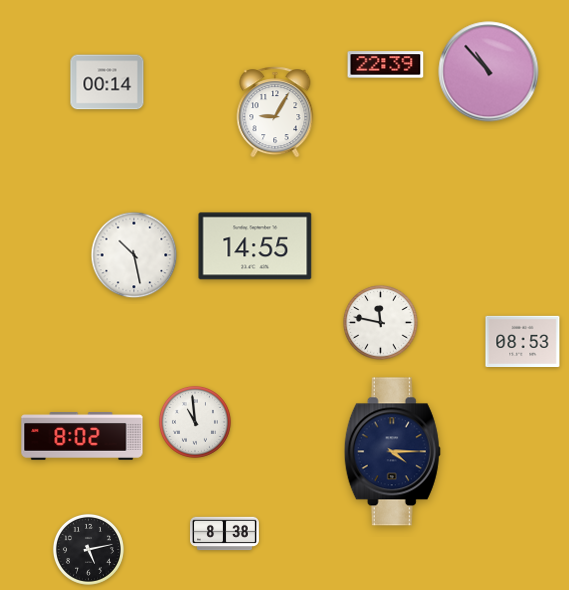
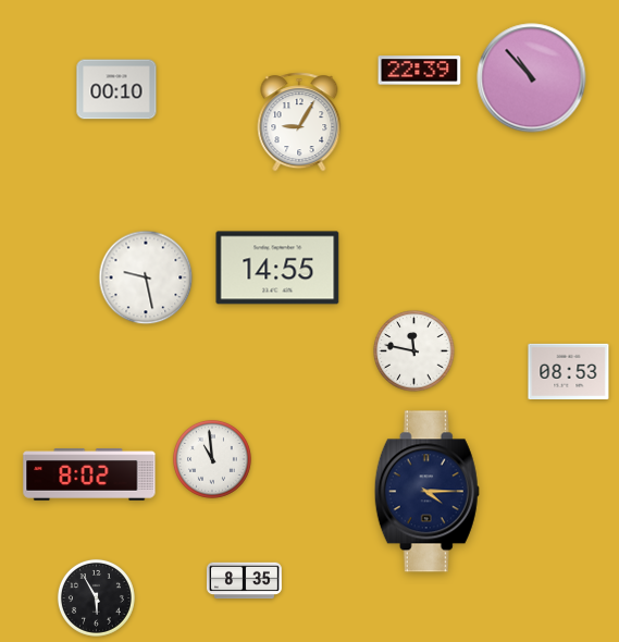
clock at (107, 82): 00:14 -> 00:10
clock at (134, 255): 10:28 -> 9:28
clock at (225, 534): 8:38 -> 8:35
clock at (88, 549): 5:13 -> 5:55
